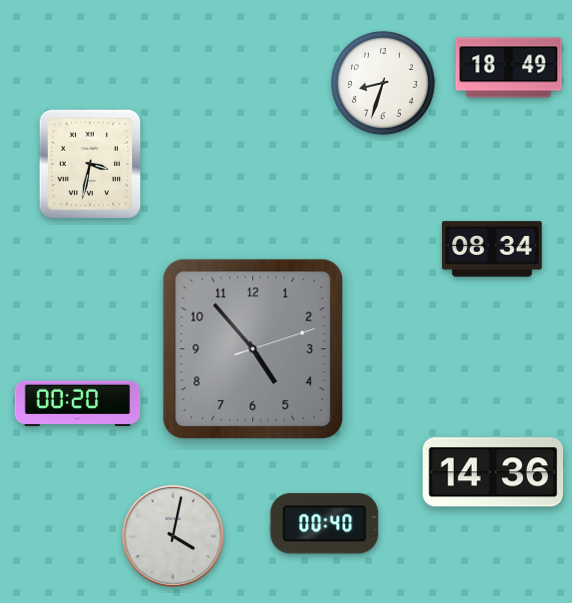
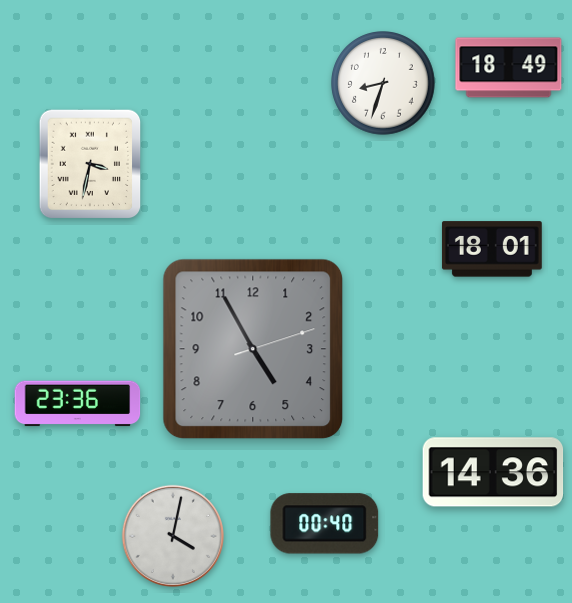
clock at (492, 249): 08:34 -> 18:01
clock at (253, 349): 4:53 -> 4:55
clock at (78, 404): 00:20 -> 23:36
